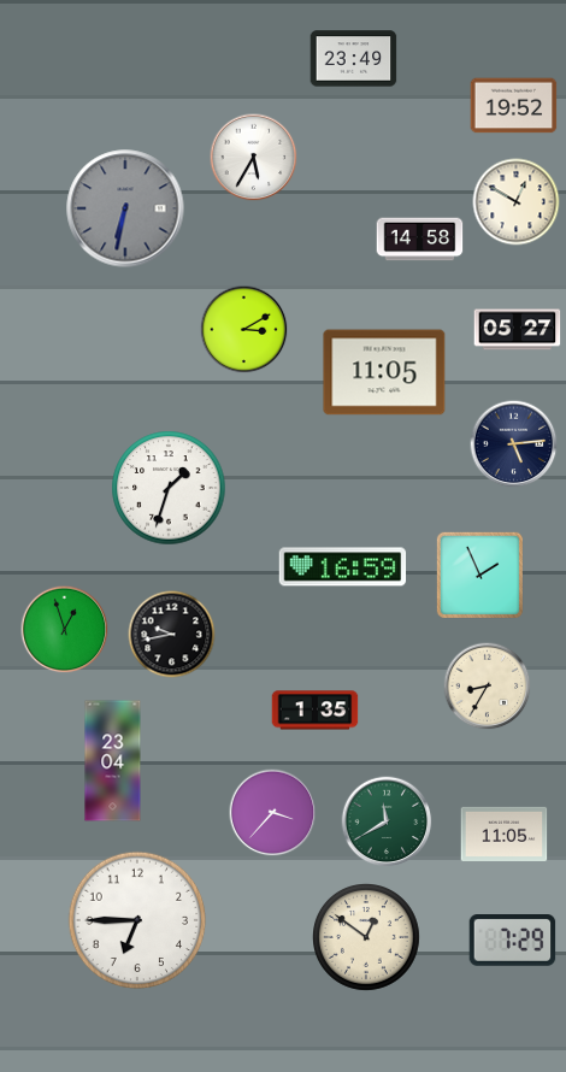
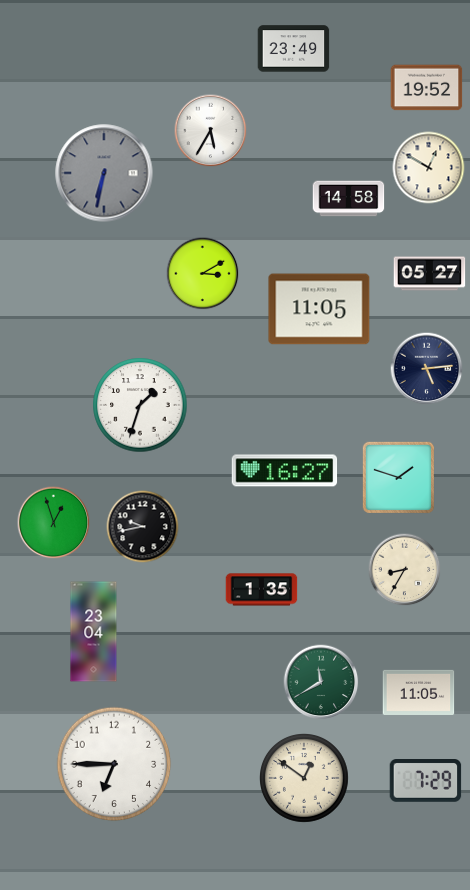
clock at (343, 567): 16:59 -> 16:27
clock at (479, 575): 1:56 -> 1:48
clock at (273, 813): 3:37 -> none
